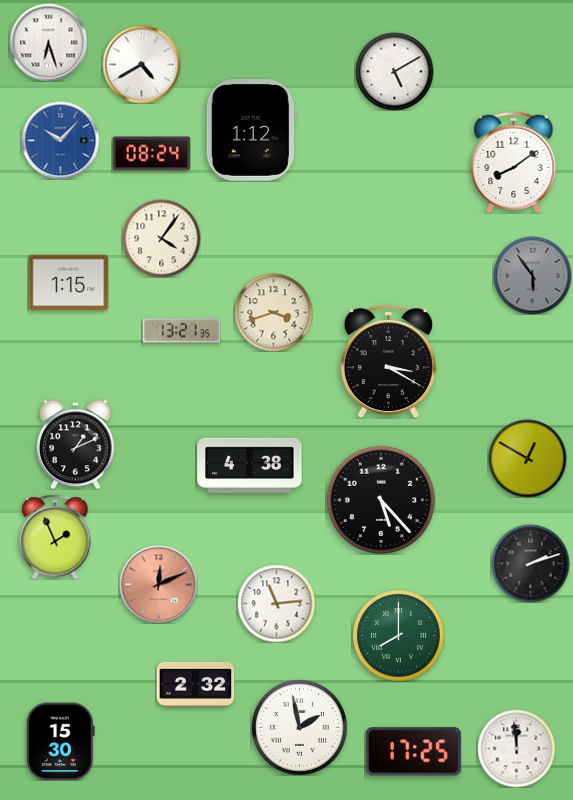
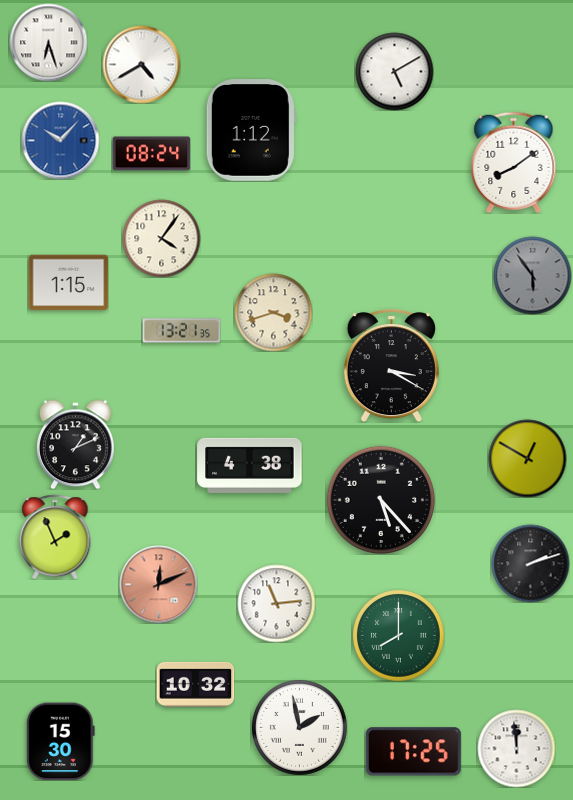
clock at (388, 362) position: (388, 362) -> (391, 366)
clock at (195, 684): 2:32 -> 10:32
